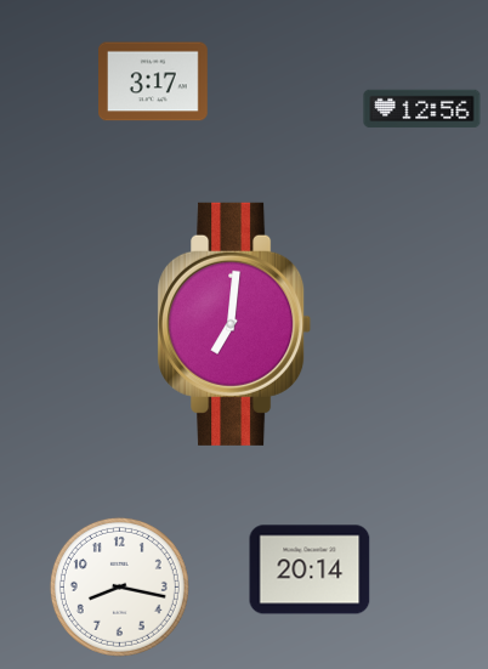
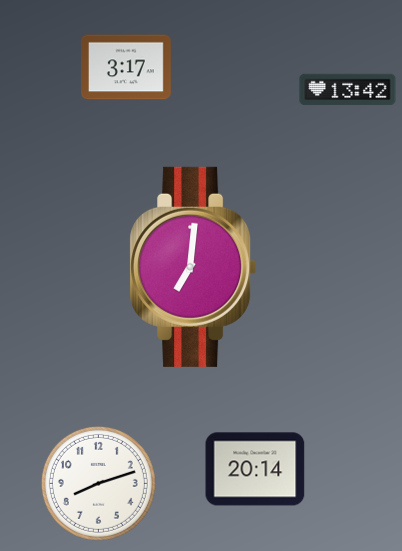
clock at (422, 109): 12:56 -> 13:42
clock at (119, 586): 8:17 -> 8:12
